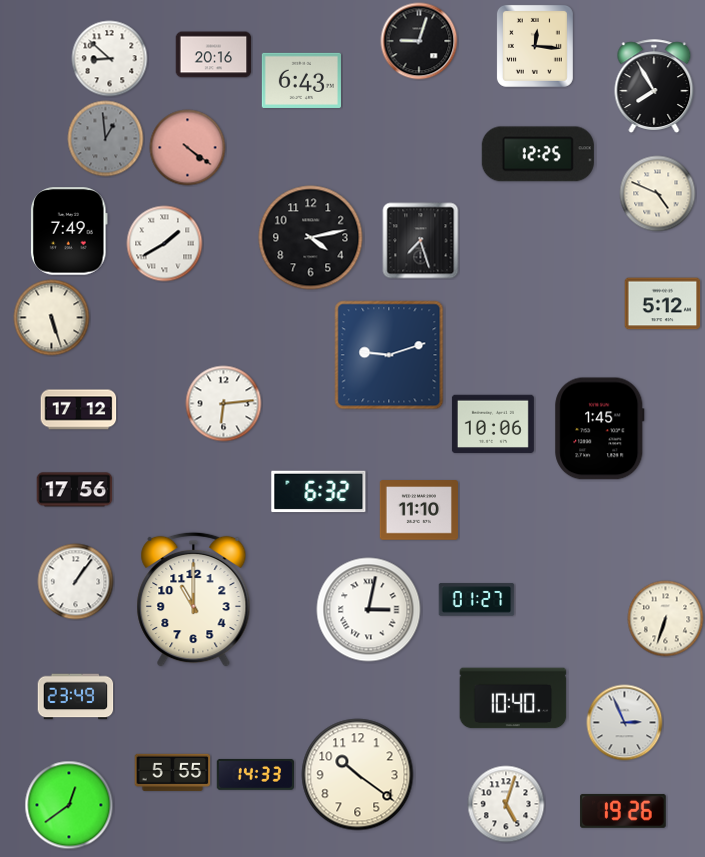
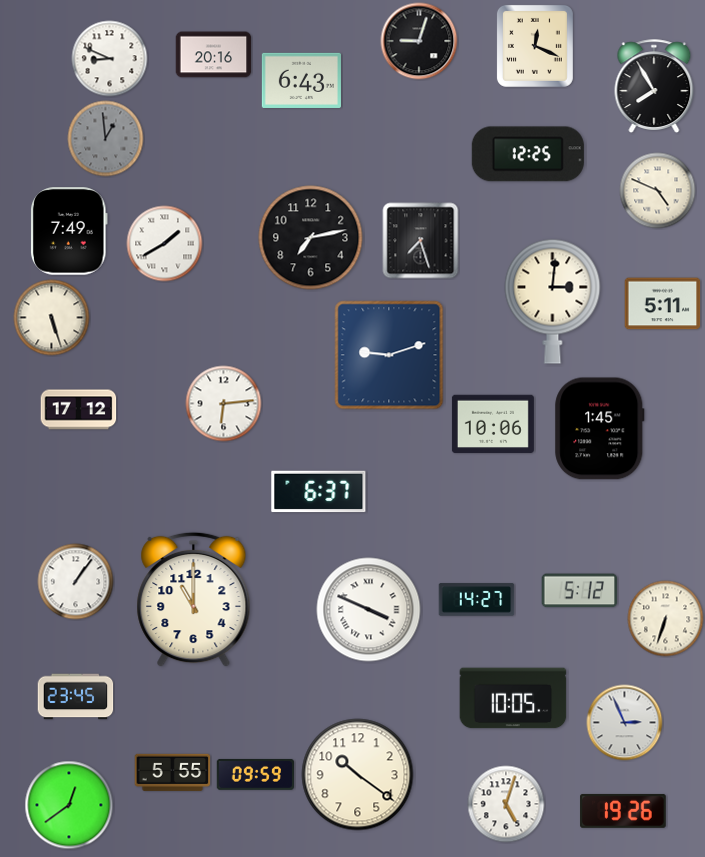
clock at (535, 46): 12:16 -> 12:19
clock at (110, 59): 8:52 -> 8:49
clock at (188, 148): 4:21 -> none
clock at (538, 154) position: (538, 154) -> (528, 154)
clock at (658, 194) position: (658, 194) -> (658, 191)
clock at (311, 238): 4:13 -> 7:13
clock at (553, 301): none -> 3:01
clock at (663, 304): 5:12 -> 5:11
clock at (75, 490): 17:56 -> none
clock at (319, 492): 6:32 -> 6:37
clock at (418, 510): 11:10 -> none
clock at (580, 591): none -> 5:12
clock at (477, 600): 01:27 -> 14:27
clock at (369, 610): 3:02 -> 3:49
clock at (76, 697): 23:49 -> 23:45
clock at (513, 698): 10:40 -> 10:05
clock at (256, 774): 14:33 -> 09:59
